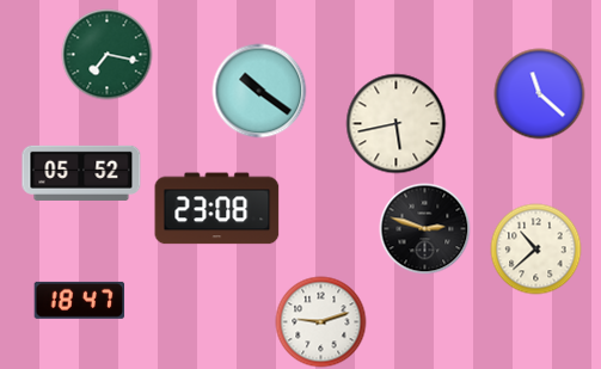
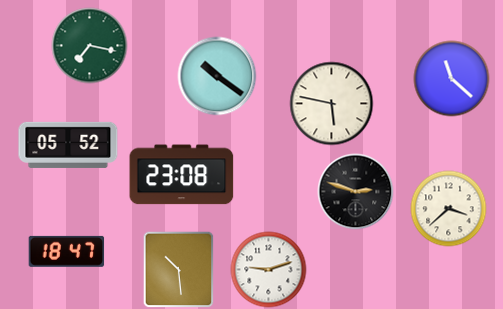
clock at (397, 124): 5:43 -> 5:47
clock at (536, 250): 10:38 -> 3:38
clock at (179, 270): none -> 10:29
